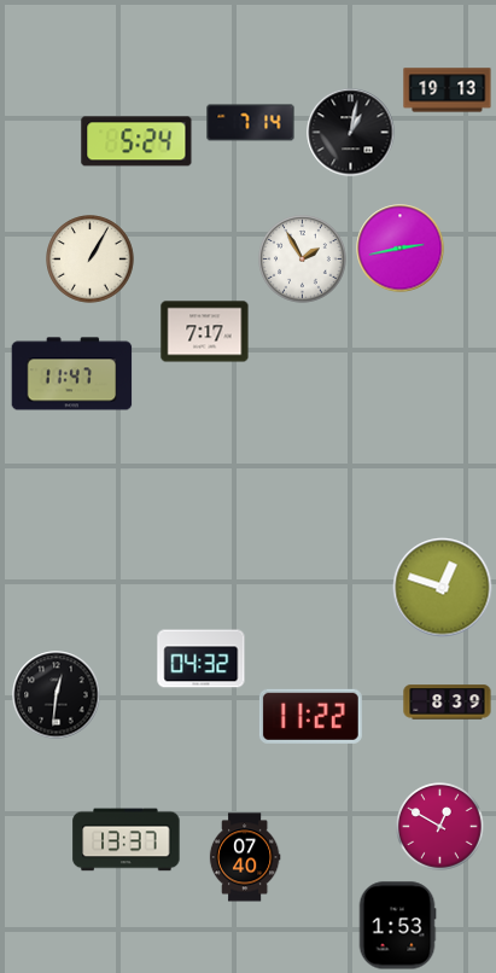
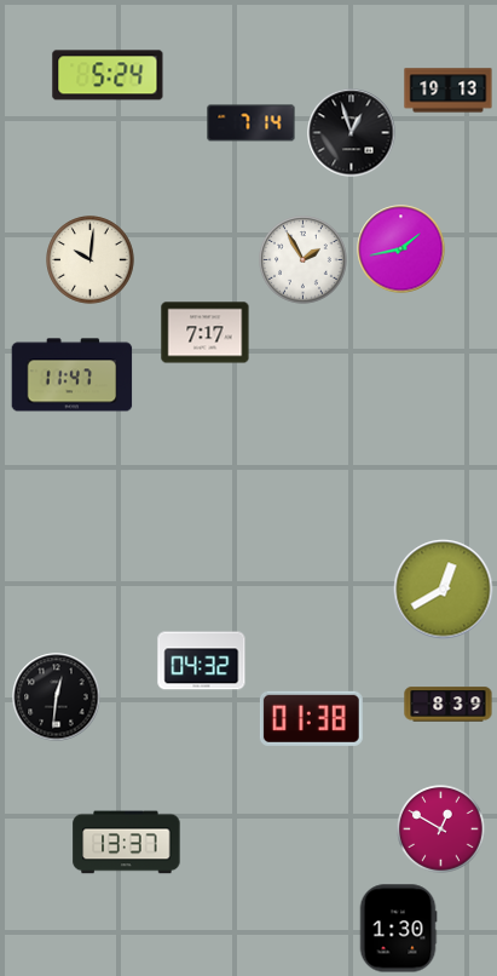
clock at (351, 133): 1:02 -> 12:57
clock at (136, 141) position: (136, 141) -> (108, 75)
clock at (401, 249): 2:43 -> 1:43
clock at (91, 260): 1:05 -> 10:01
clock at (443, 588): 12:48 -> 12:40
clock at (310, 716): 11:22 -> 01:38
clock at (245, 857): 07:40 -> none
clock at (397, 926): 1:53 -> 1:30
